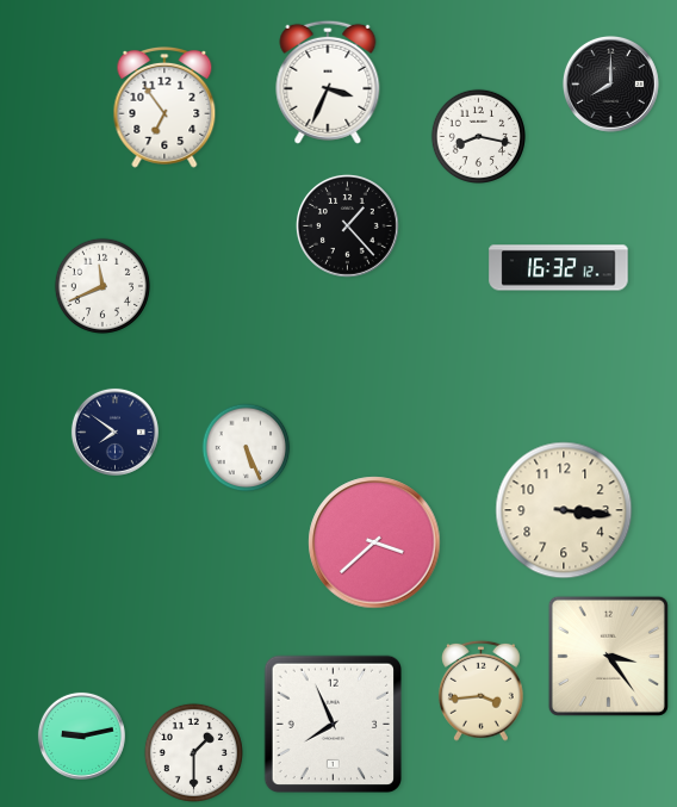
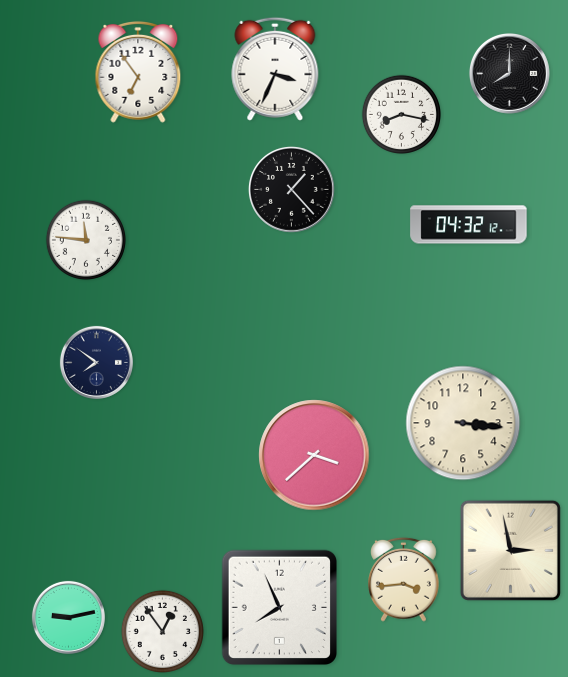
clock at (610, 83) position: (610, 83) -> (509, 73)
clock at (164, 107) position: (164, 107) -> (138, 72)
clock at (559, 268): 16:32 -> 04:32
clock at (101, 285): 11:41 -> 11:46
clock at (247, 448): 5:26 -> none
clock at (564, 510) position: (564, 510) -> (463, 423)
clock at (608, 656): 3:24 -> 2:58
clock at (193, 752): 1:30 -> 12:54
